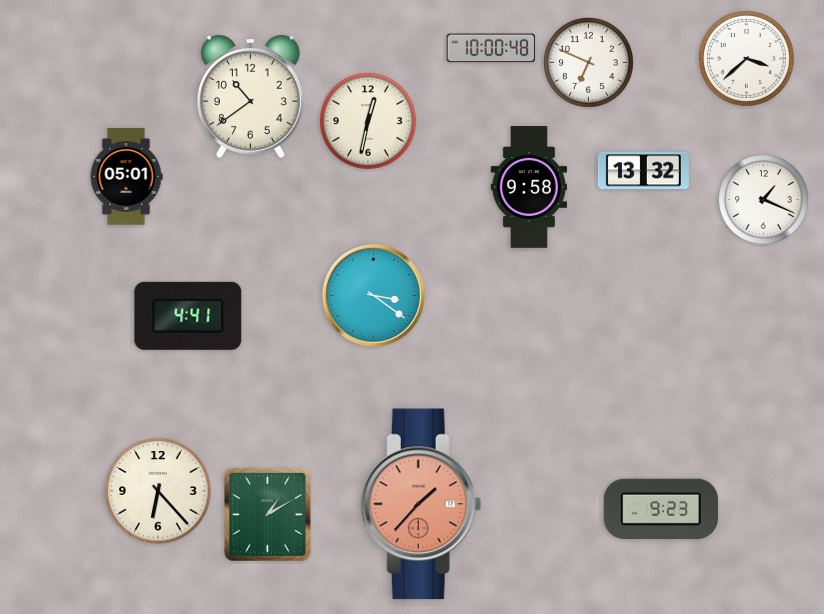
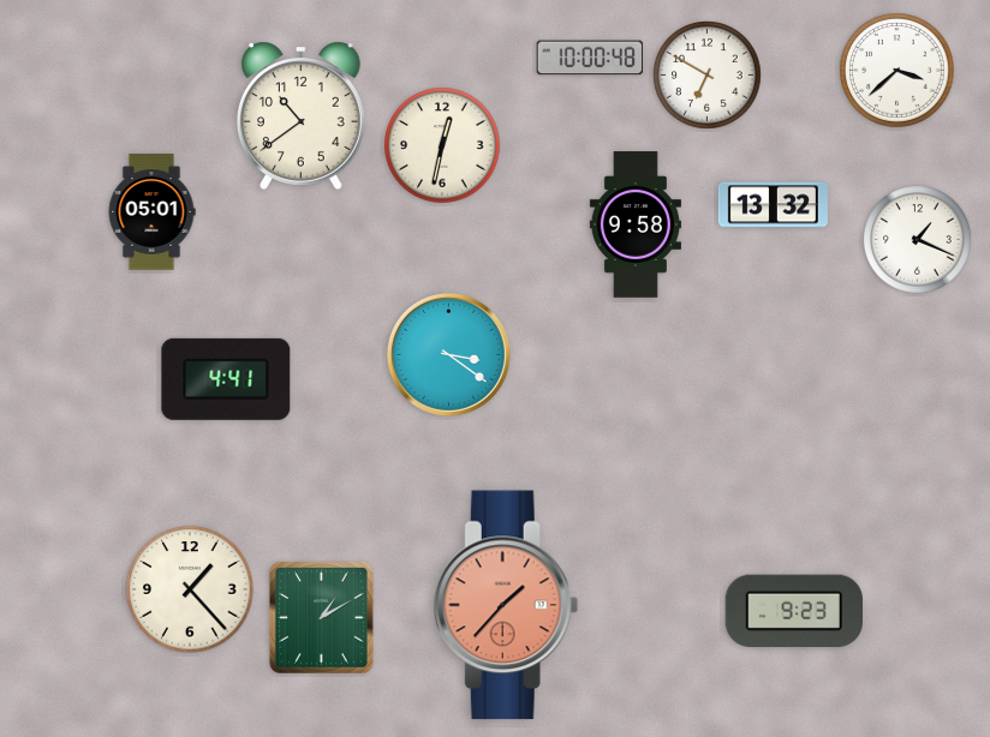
clock at (589, 63): 6:49 -> 6:50
clock at (158, 491): 6:23 -> 1:23
